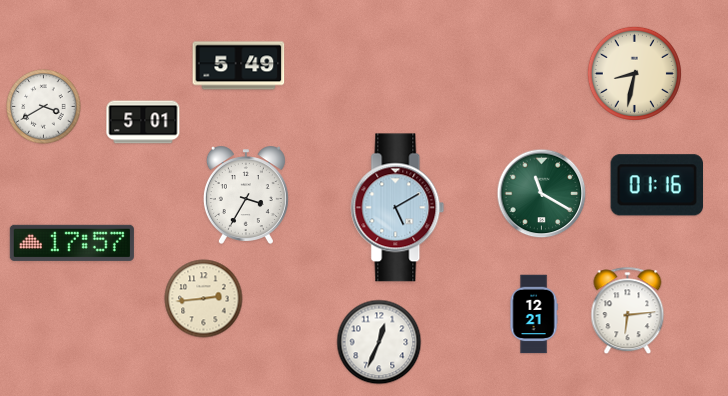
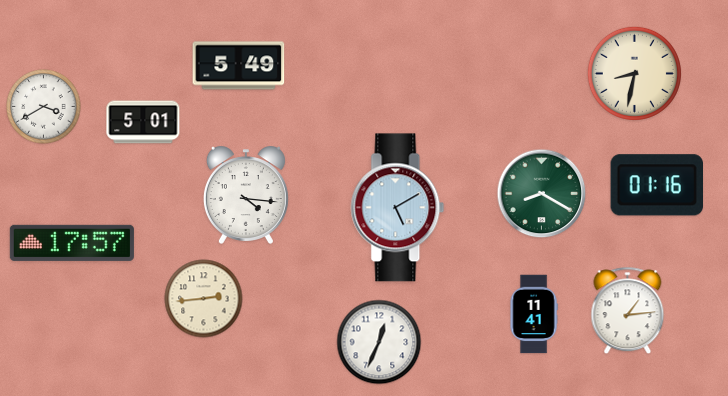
clock at (542, 194): 11:20 -> 8:20
clock at (246, 195): 3:35 -> 4:16
clock at (628, 311): 6:14 -> 1:14
clock at (534, 314): 12:21 -> 11:41
